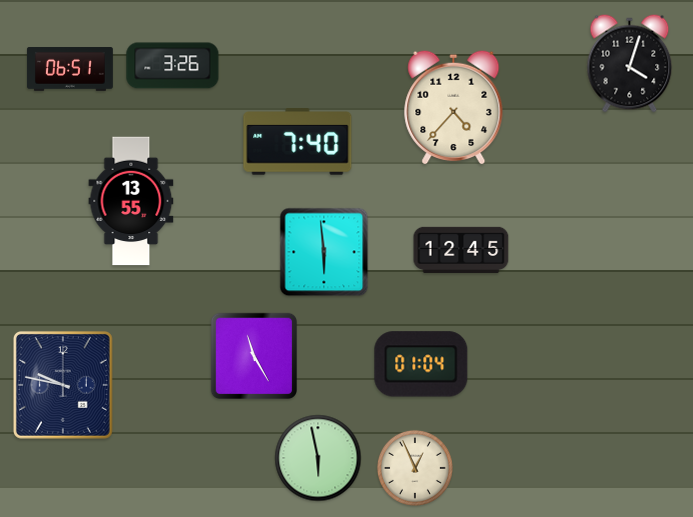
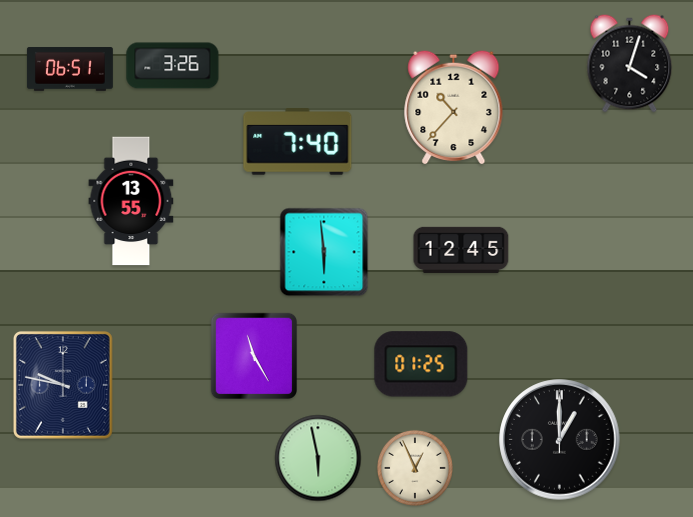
clock at (454, 107): 4:37 -> 10:37
clock at (421, 364): 01:04 -> 01:25
clock at (560, 440): none -> 1:00
